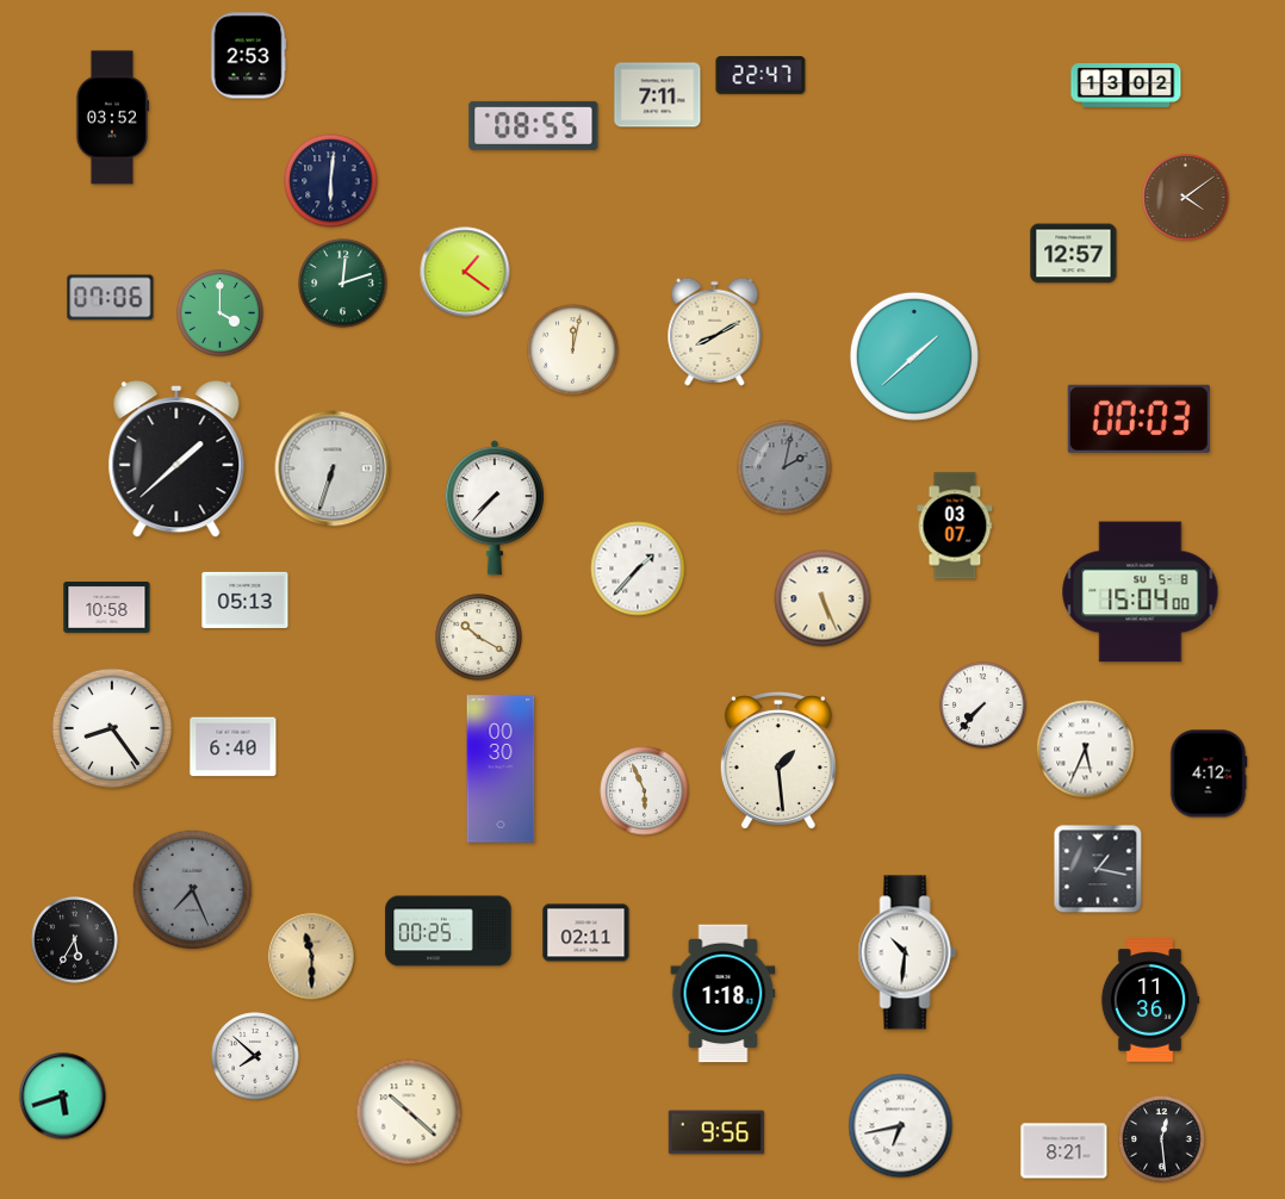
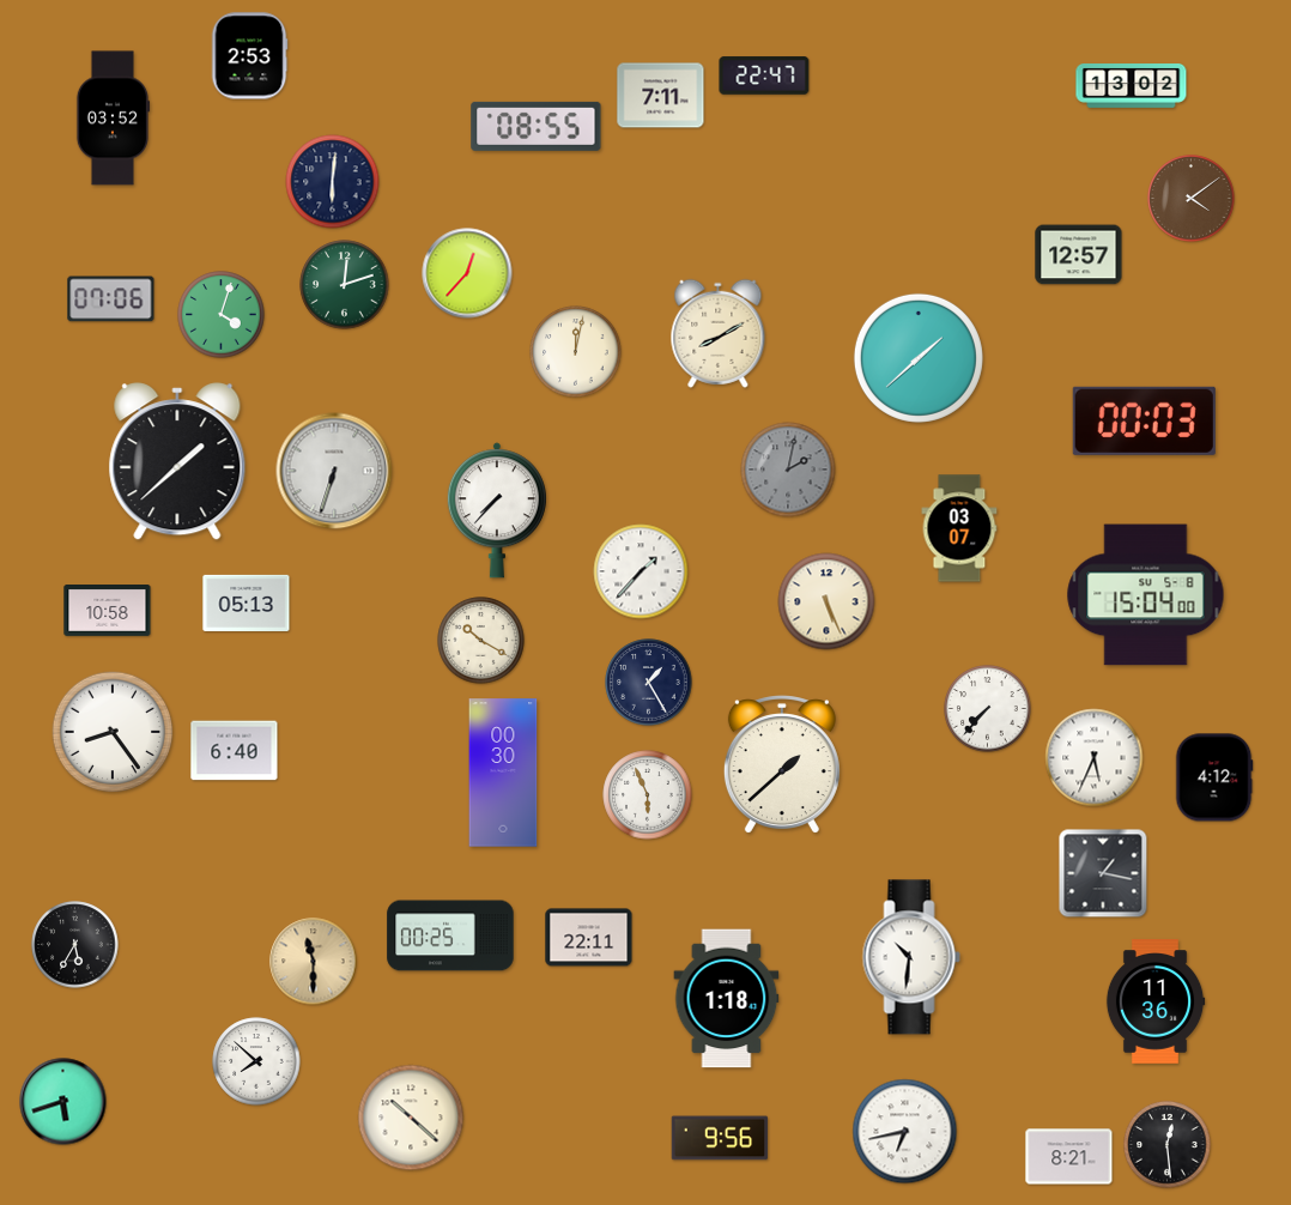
clock at (465, 272): 1:21 -> 12:37
clock at (221, 313): 4:00 -> 4:03
clock at (649, 683): none -> 1:25
clock at (1086, 750) position: (1086, 750) -> (1095, 758)
clock at (778, 760): 1:29 -> 1:38
clock at (193, 890): 7:26 -> none
clock at (586, 933): 02:11 -> 22:11
clock at (1150, 1000) position: (1150, 1000) -> (1156, 1001)
